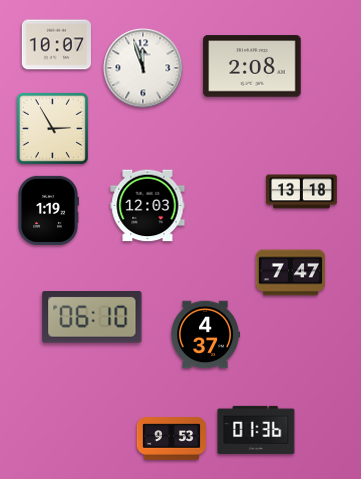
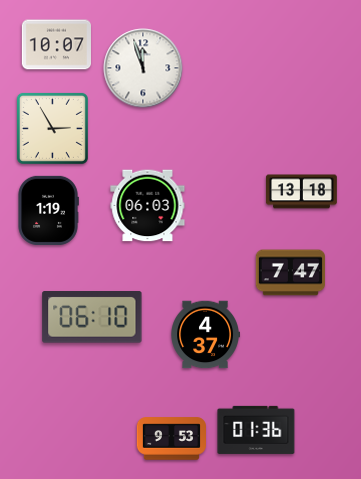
clock at (252, 66): 2:08 -> none
clock at (148, 206): 12:03 -> 06:03
